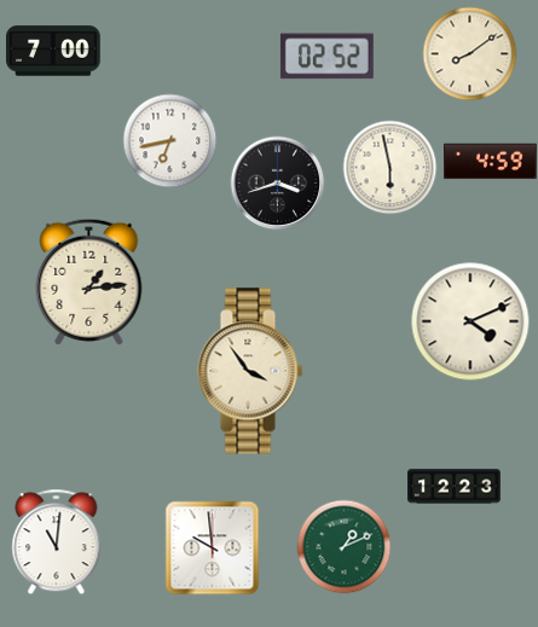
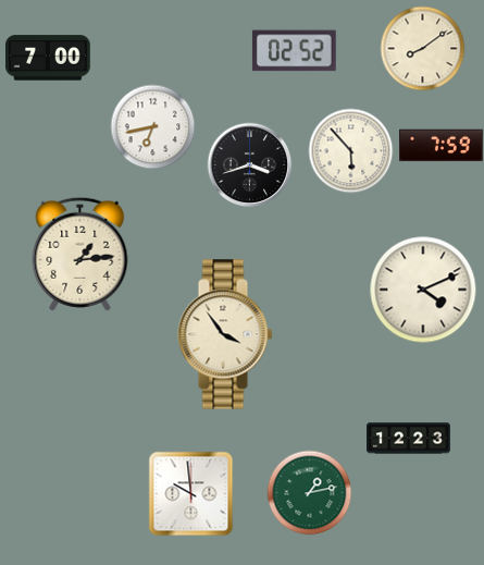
clock at (54, 51) position: (54, 51) -> (49, 58)
clock at (490, 162): 4:59 -> 7:59
clock at (389, 167): 5:58 -> 5:53
clock at (57, 541): 11:01 -> none
clock at (343, 546): 1:11 -> 1:13
